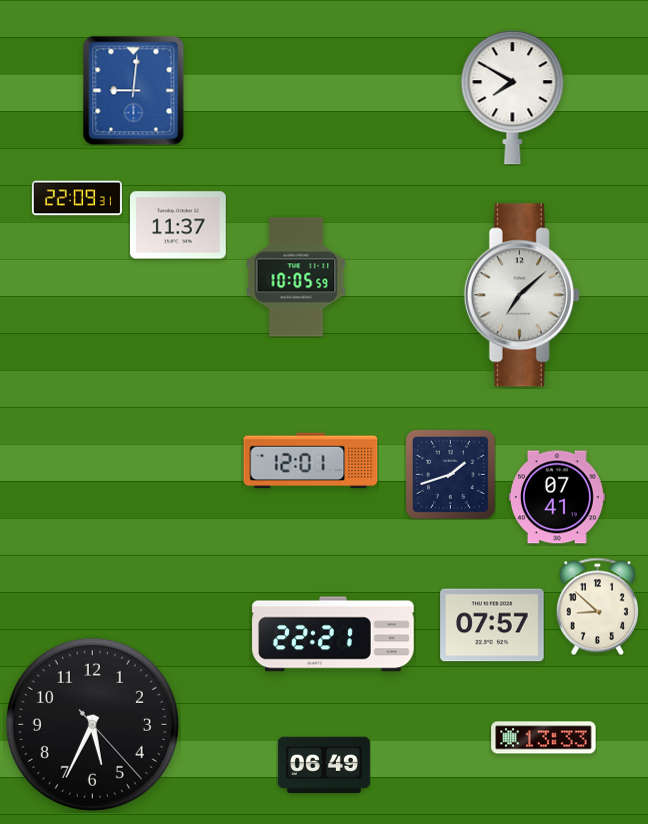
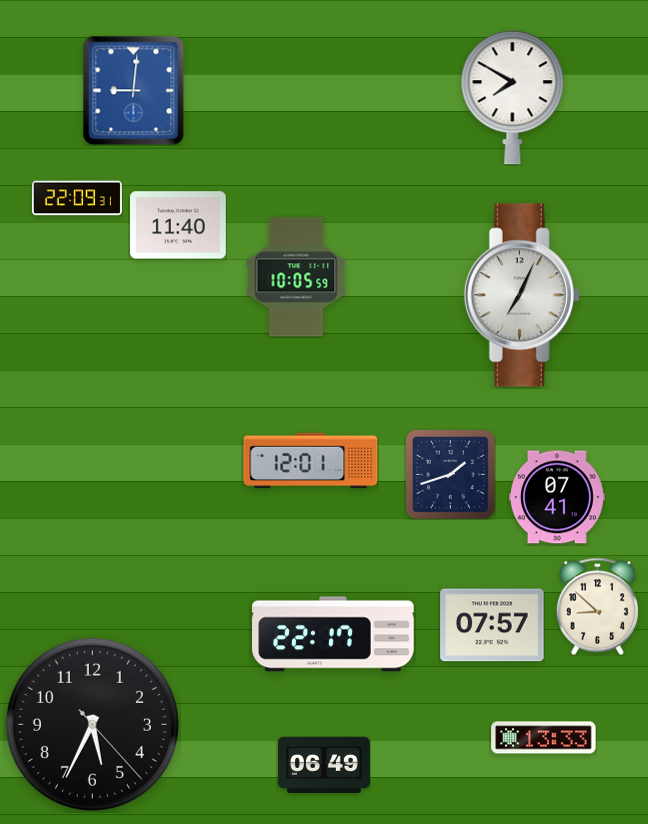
clock at (178, 225): 11:37 -> 11:40
clock at (522, 295): 7:08 -> 7:04
clock at (333, 634): 22:21 -> 22:17
